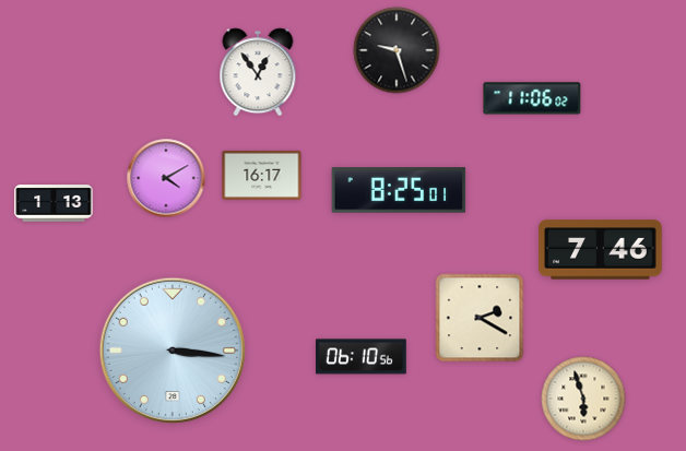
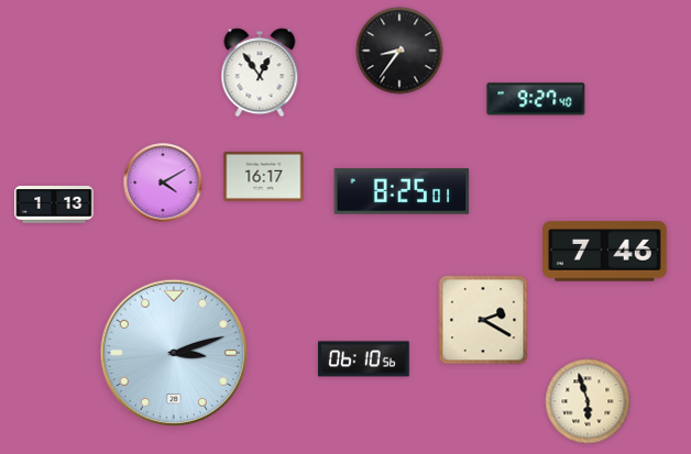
clock at (397, 50): 9:27 -> 8:36
clock at (532, 98): 11:06 -> 9:27
clock at (166, 178) position: (166, 178) -> (163, 182)
clock at (173, 351): 3:16 -> 3:12
